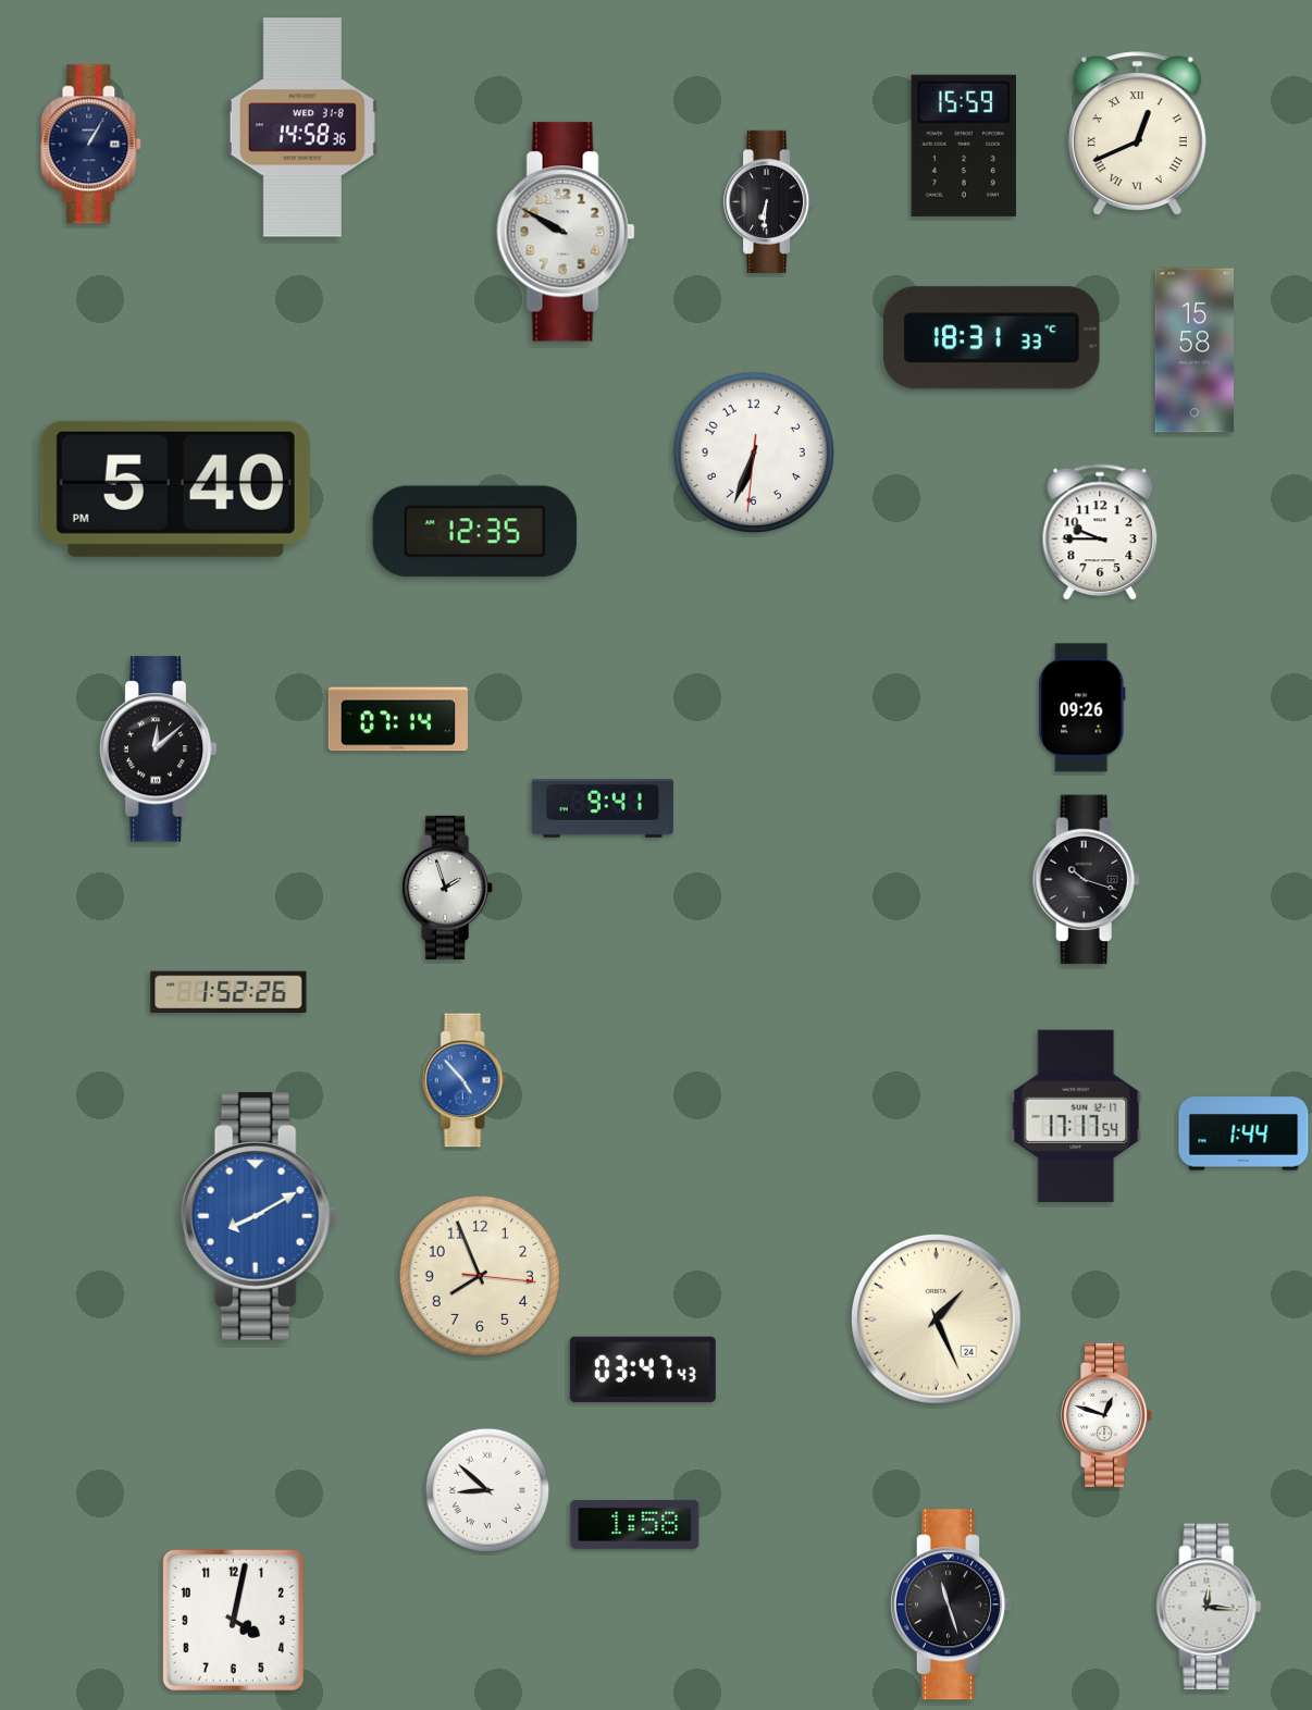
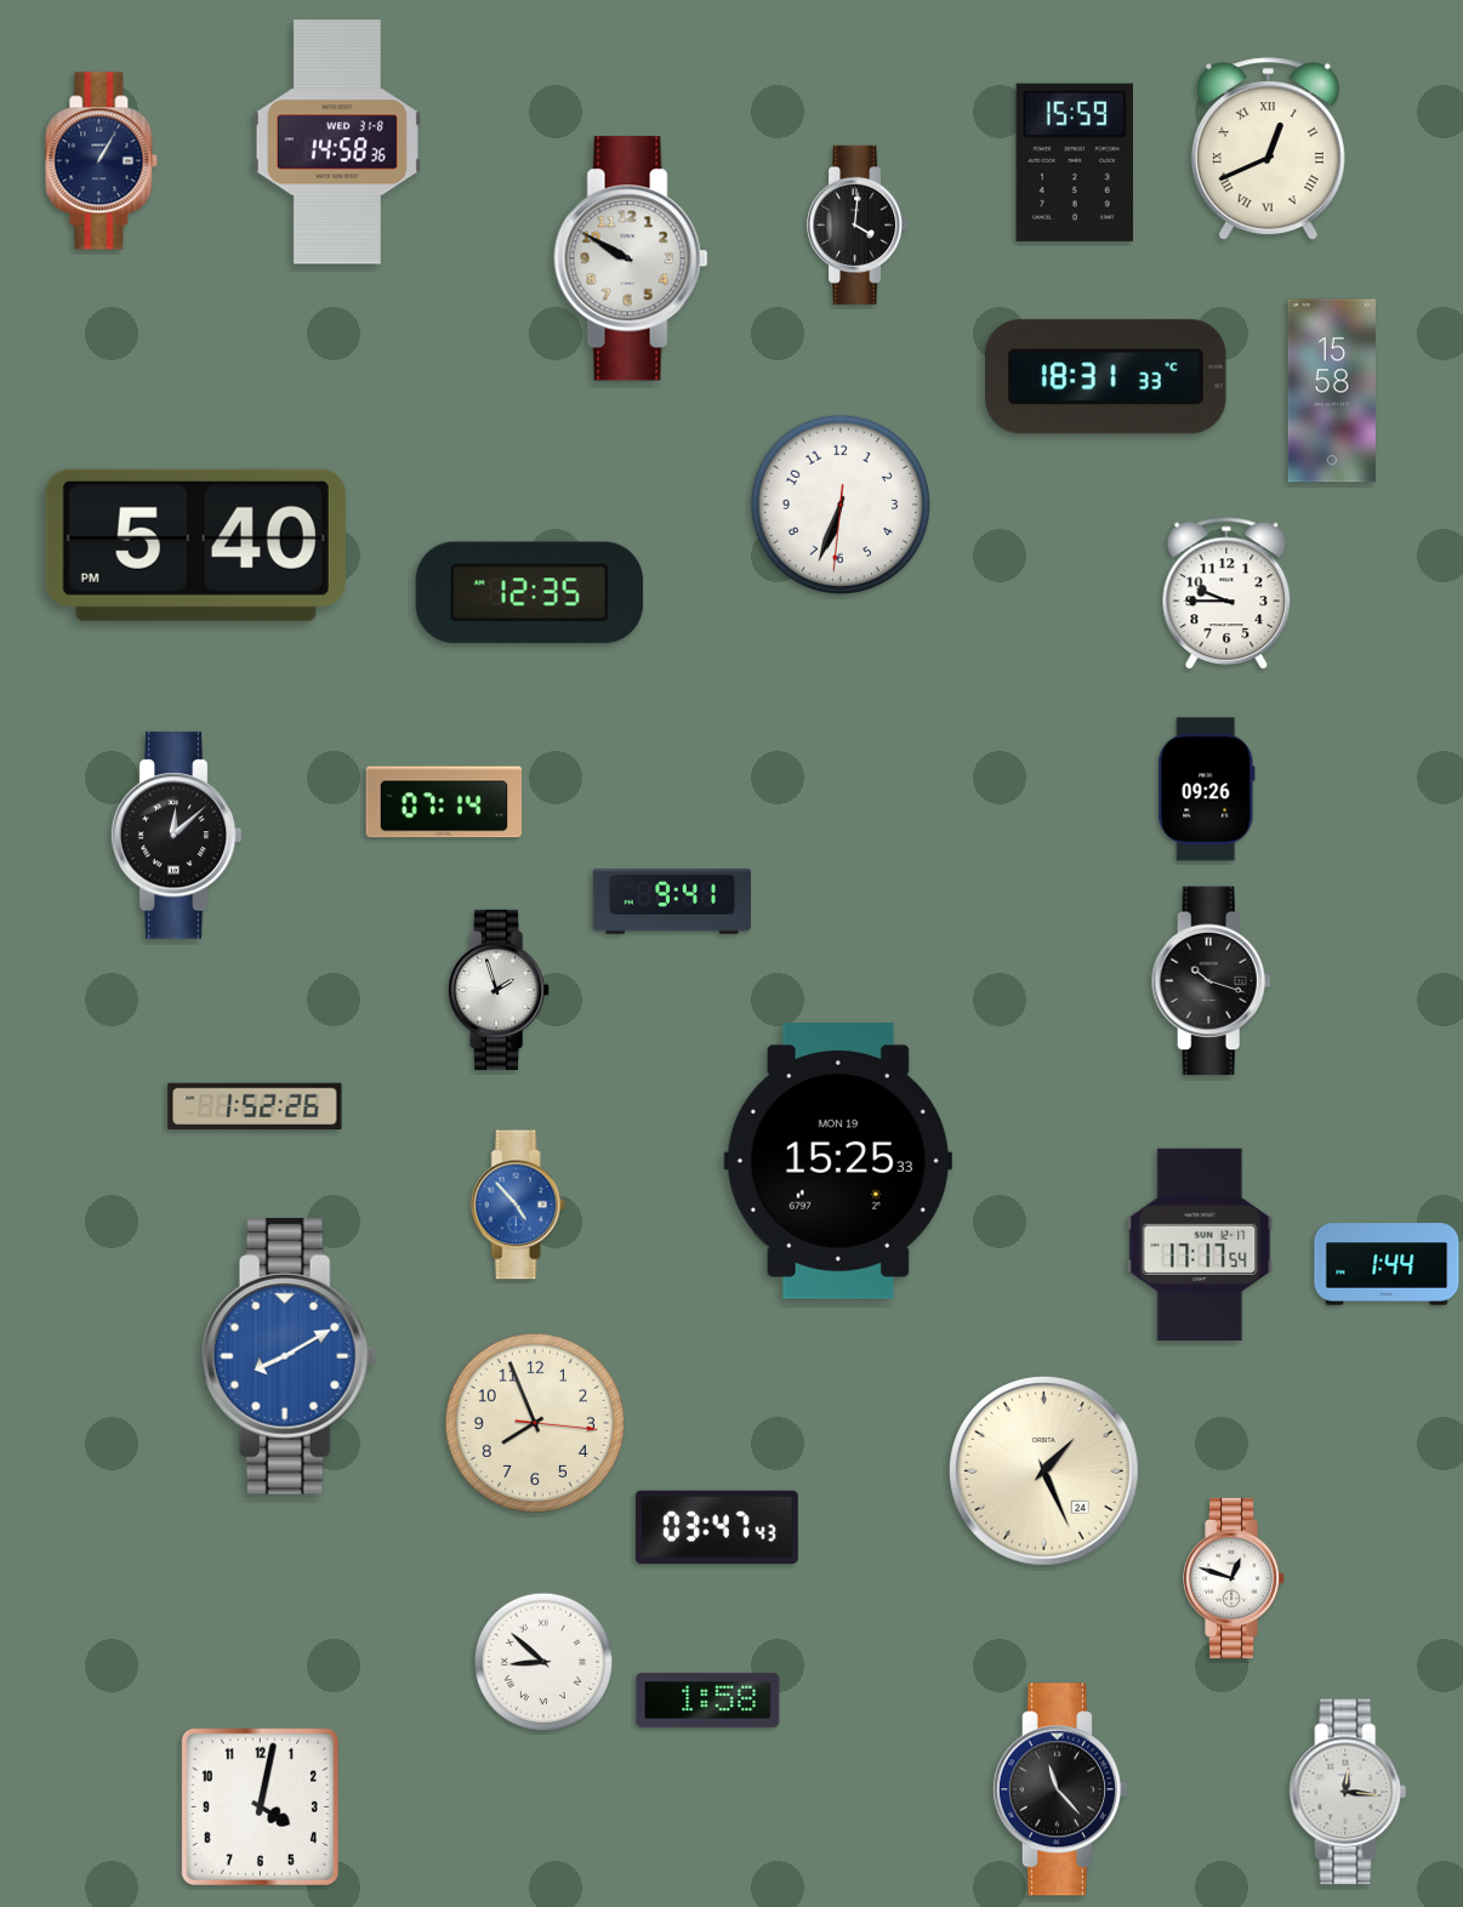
clock at (769, 201): 6:31 -> 4:01
clock at (838, 1162): none -> 15:25
clock at (950, 1604): 11:27 -> 11:23
